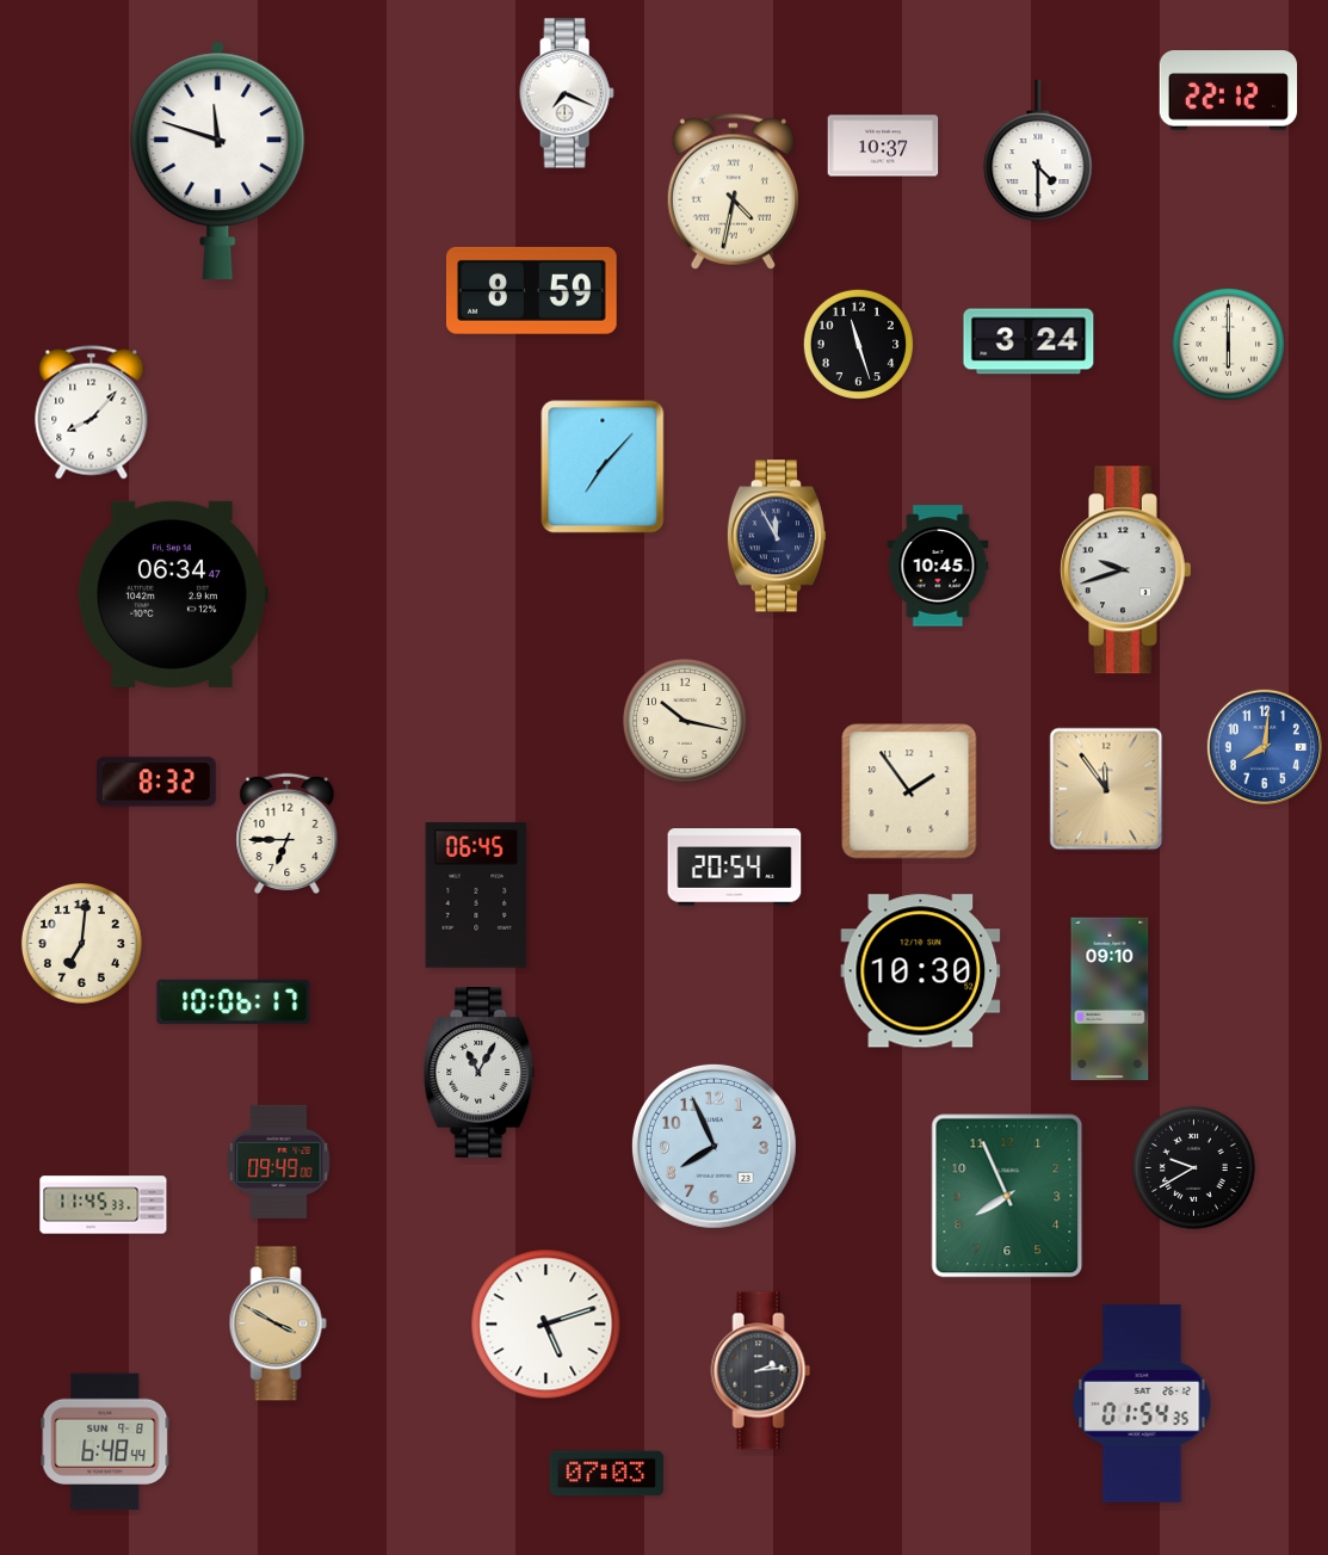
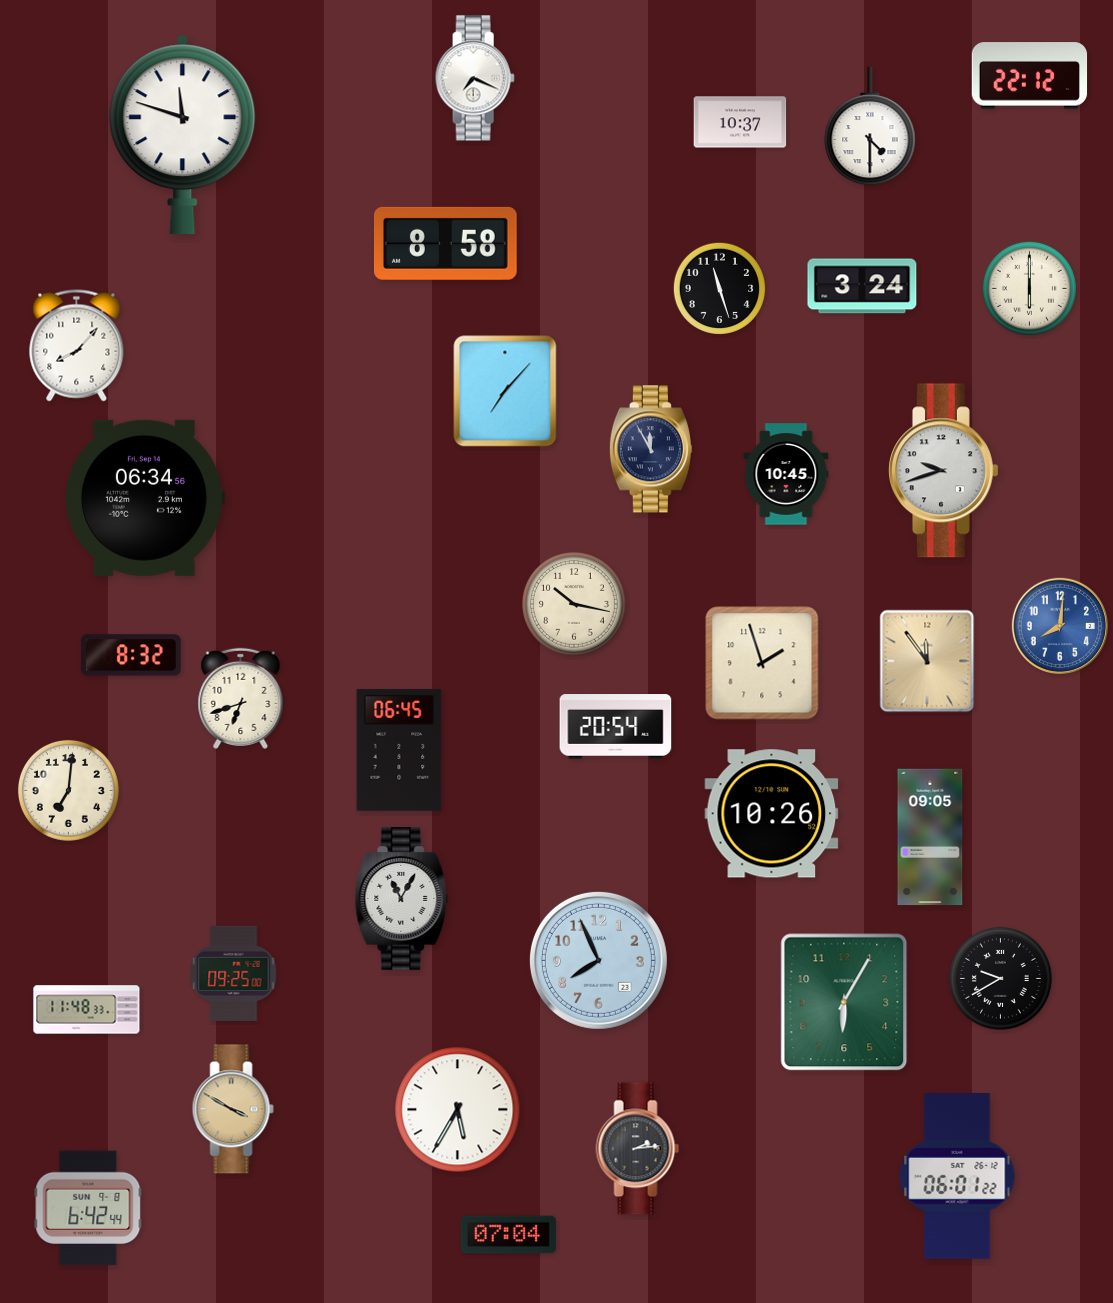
clock at (733, 191): 4:32 -> none
clock at (531, 290): 8:59 -> 8:58
clock at (1126, 570) position: (1126, 570) -> (944, 471)
clock at (172, 594): 06:34:47 -> 06:34:56
clock at (909, 791): 1:54 -> 1:57
clock at (288, 833): 6:45 -> 6:42
clock at (921, 971): 10:30 -> 10:26
clock at (1110, 999): 09:10 -> 09:05
clock at (234, 1002): 10:06 -> none
clock at (279, 1161): 09:49 -> 09:25
clock at (1007, 1196): 7:56 -> 6:05
clock at (104, 1205): 11:45 -> 11:48
clock at (546, 1325): 5:12 -> 5:35
clock at (1142, 1403): 01:54 -> 06:01
clock at (105, 1442): 6:48 -> 6:42
clock at (606, 1474): 07:03 -> 07:04
